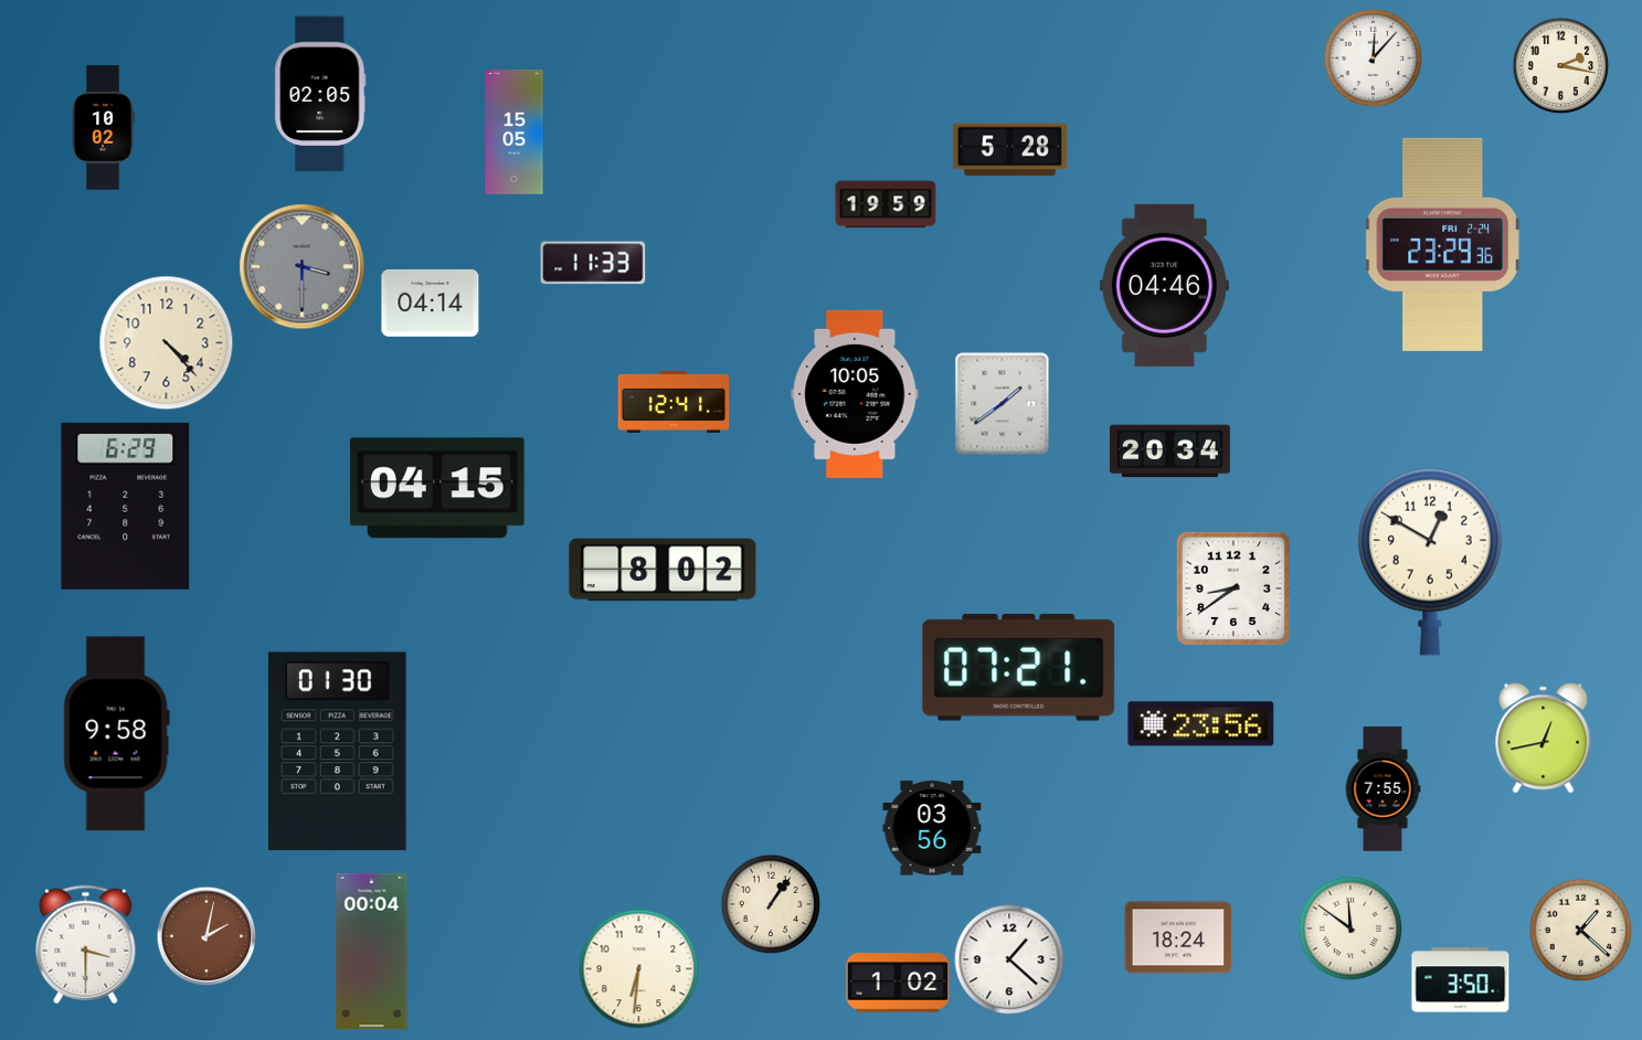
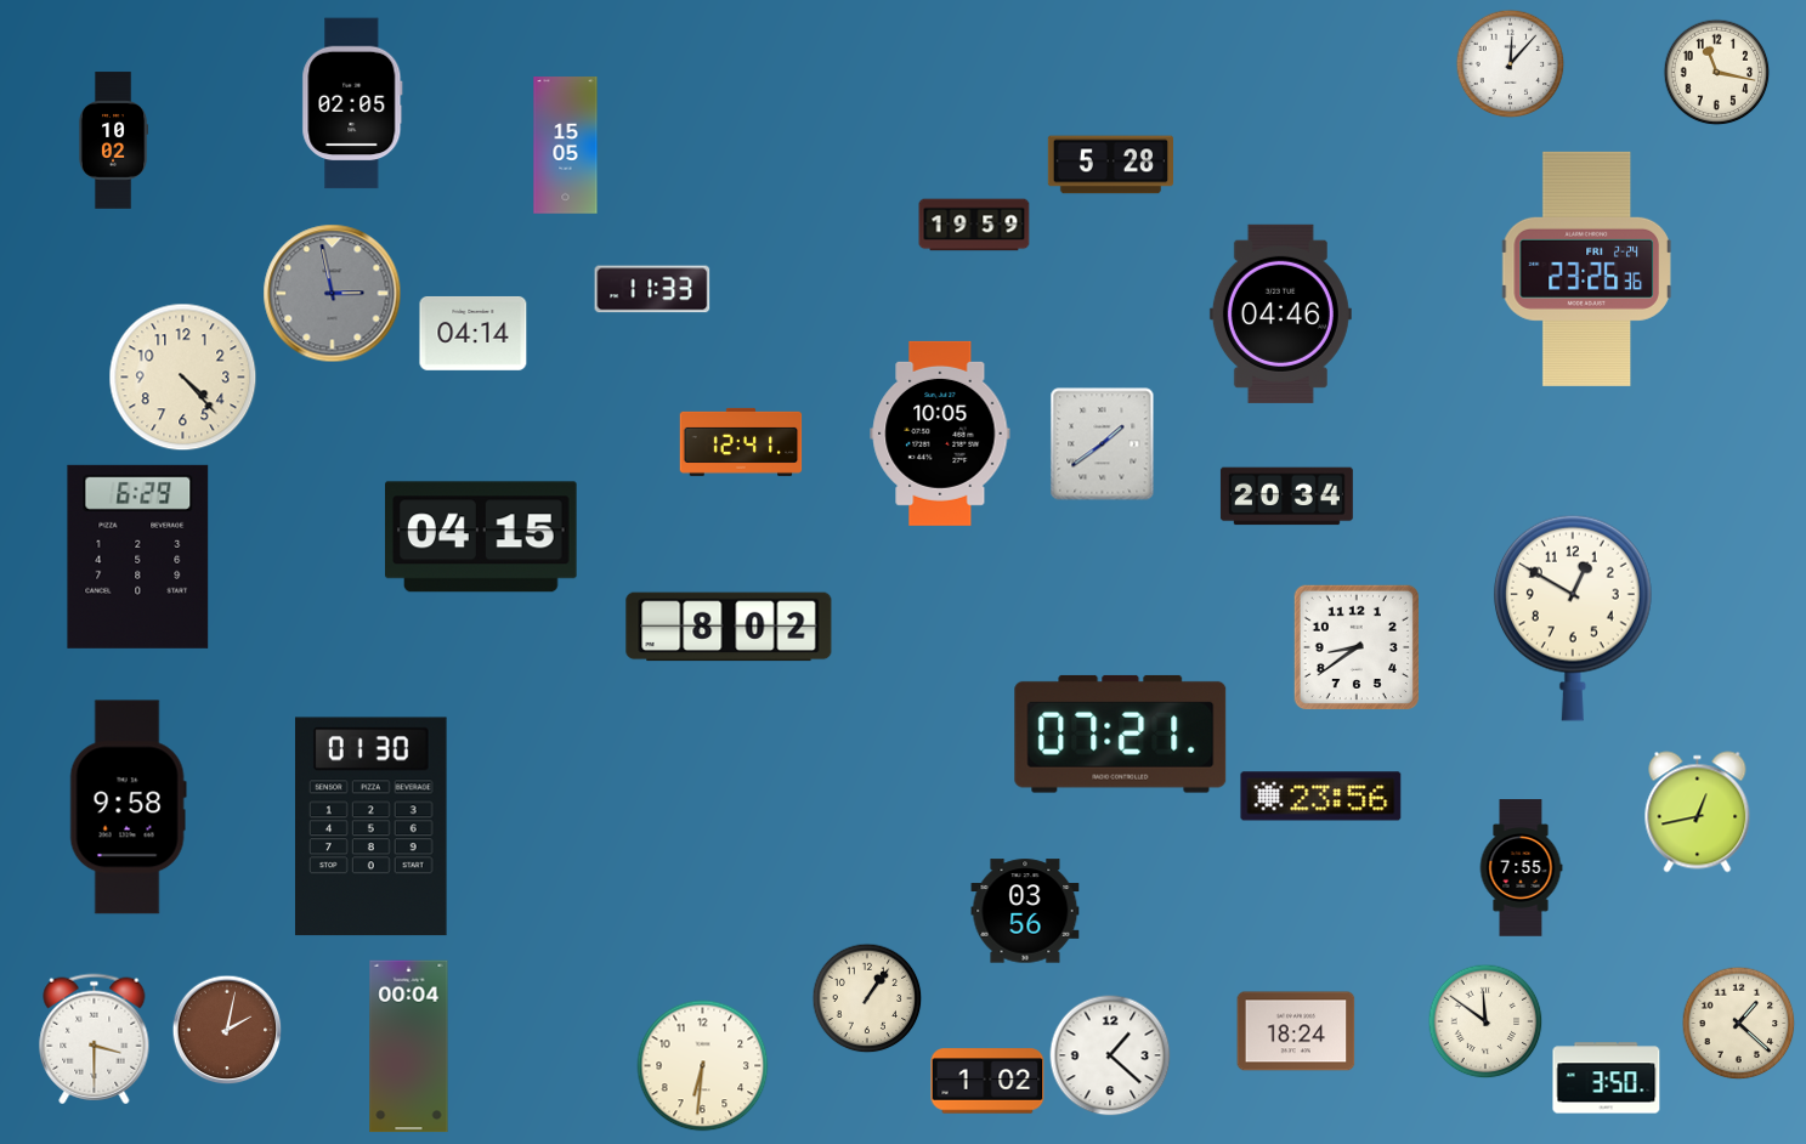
clock at (1560, 65): 2:17 -> 11:17
clock at (1442, 244): 23:29 -> 23:26
clock at (303, 267): 3:30 -> 2:58
clock at (771, 904) position: (771, 904) -> (867, 998)
